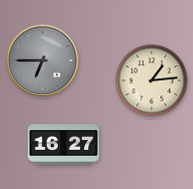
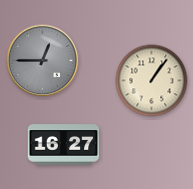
clock at (43, 61): 6:45 -> 12:45
clock at (152, 81): 1:14 -> 1:06
